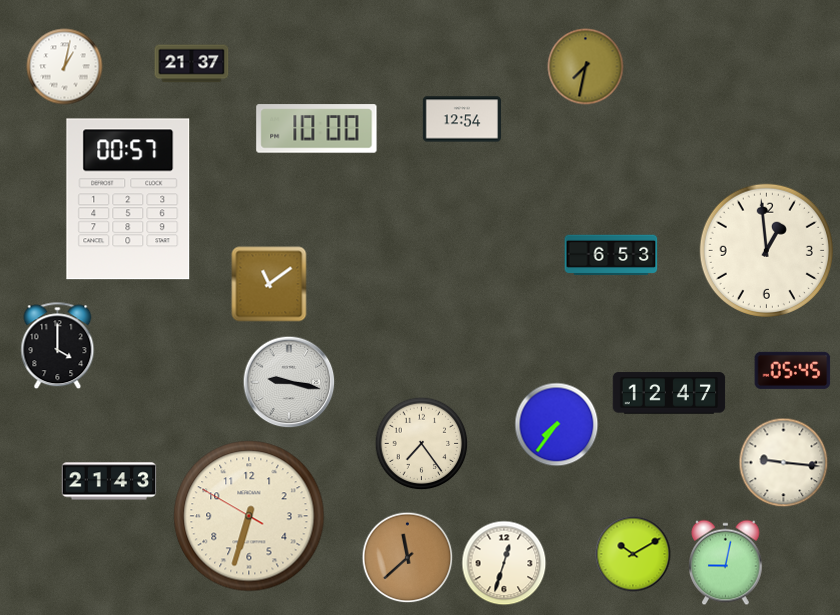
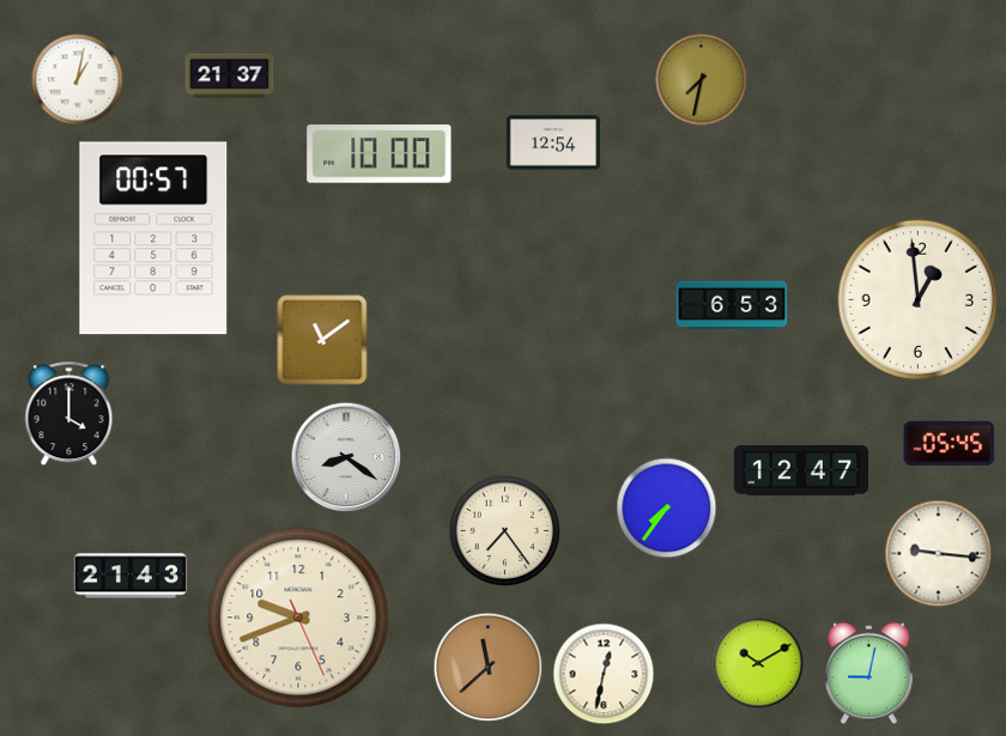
clock at (289, 382): 9:17 -> 8:21
clock at (249, 516): 6:32 -> 9:41
clock at (504, 563): 12:33 -> 12:32
